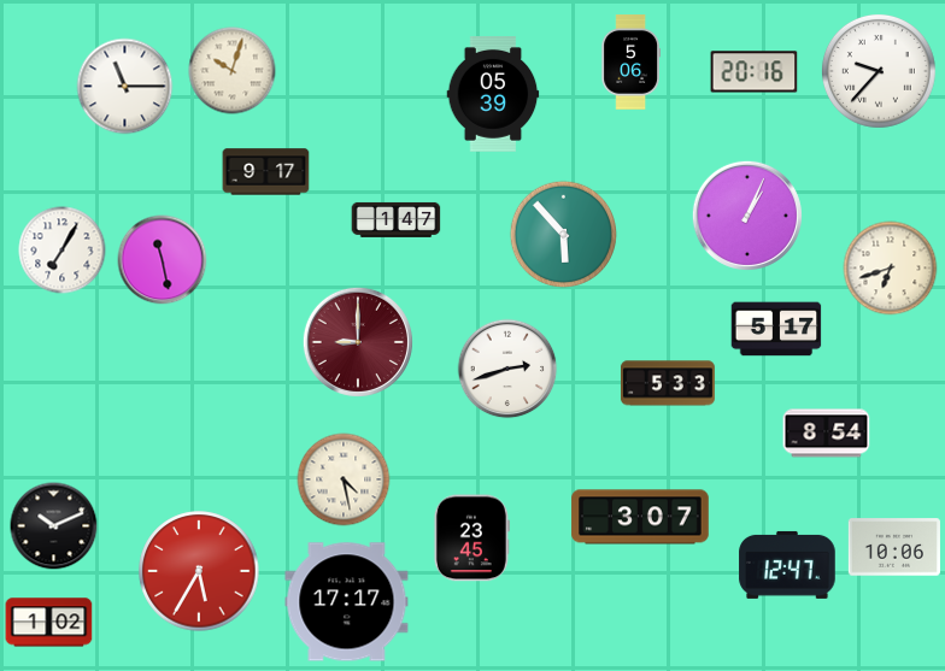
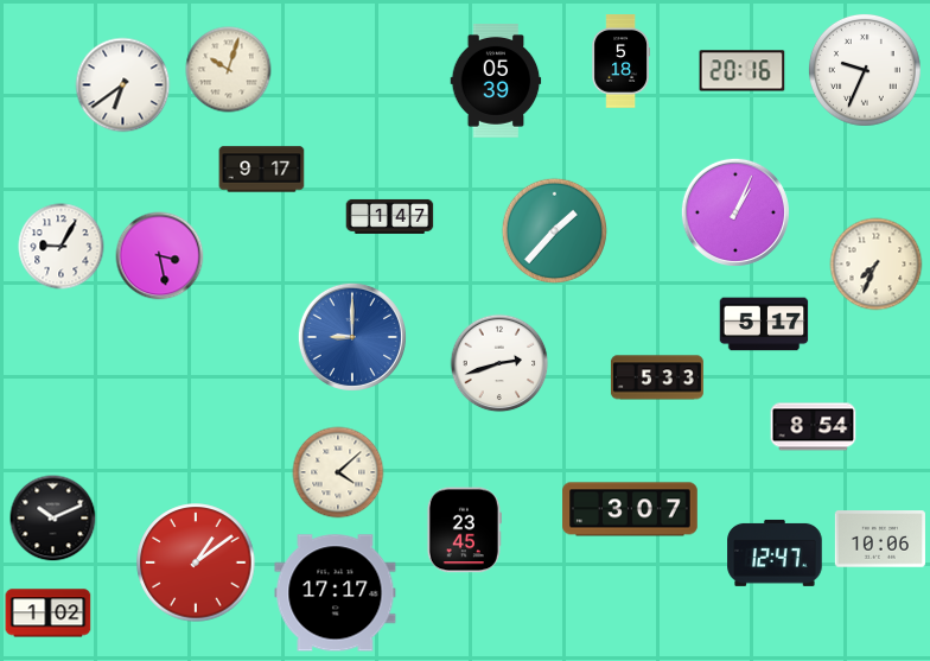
clock at (630, 63): 5:06 -> 5:18
clock at (879, 71): 9:37 -> 9:34
clock at (125, 87): 11:15 -> 6:39
clock at (493, 95) position: (493, 95) -> (496, 82)
clock at (563, 234): 5:53 -> 1:37
clock at (63, 251): 7:05 -> 9:05
clock at (163, 260): 11:28 -> 3:28
clock at (891, 269): 6:42 -> 7:34
clock at (358, 342) dial: burgundy -> blue
clock at (344, 479): 4:28 -> 4:08
clock at (787, 565) position: (787, 565) -> (775, 553)
clock at (199, 571): 5:35 -> 1:09
clock at (347, 602) position: (347, 602) -> (336, 593)
